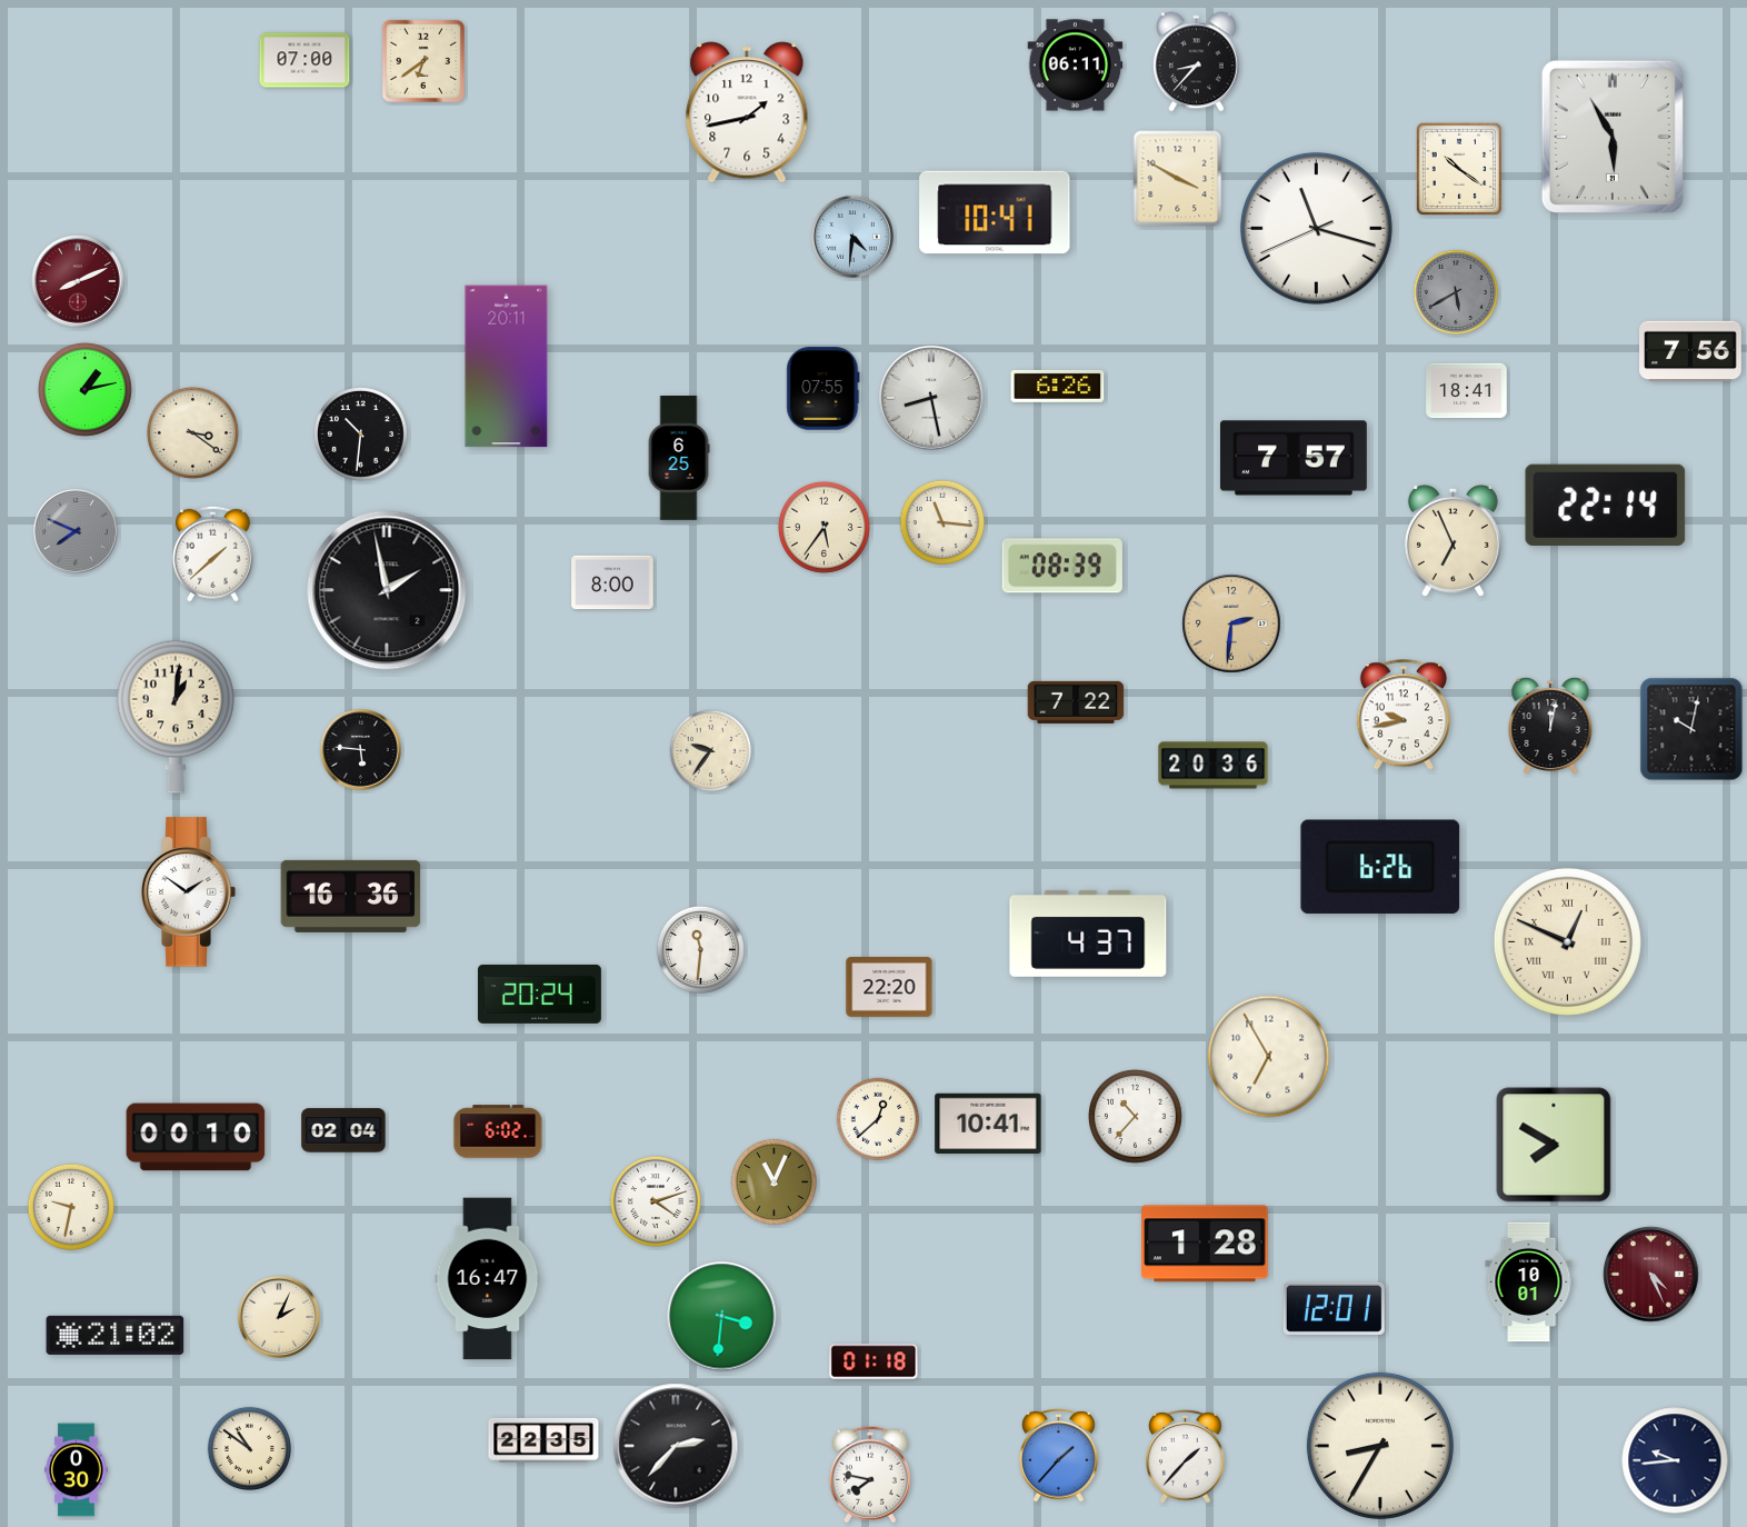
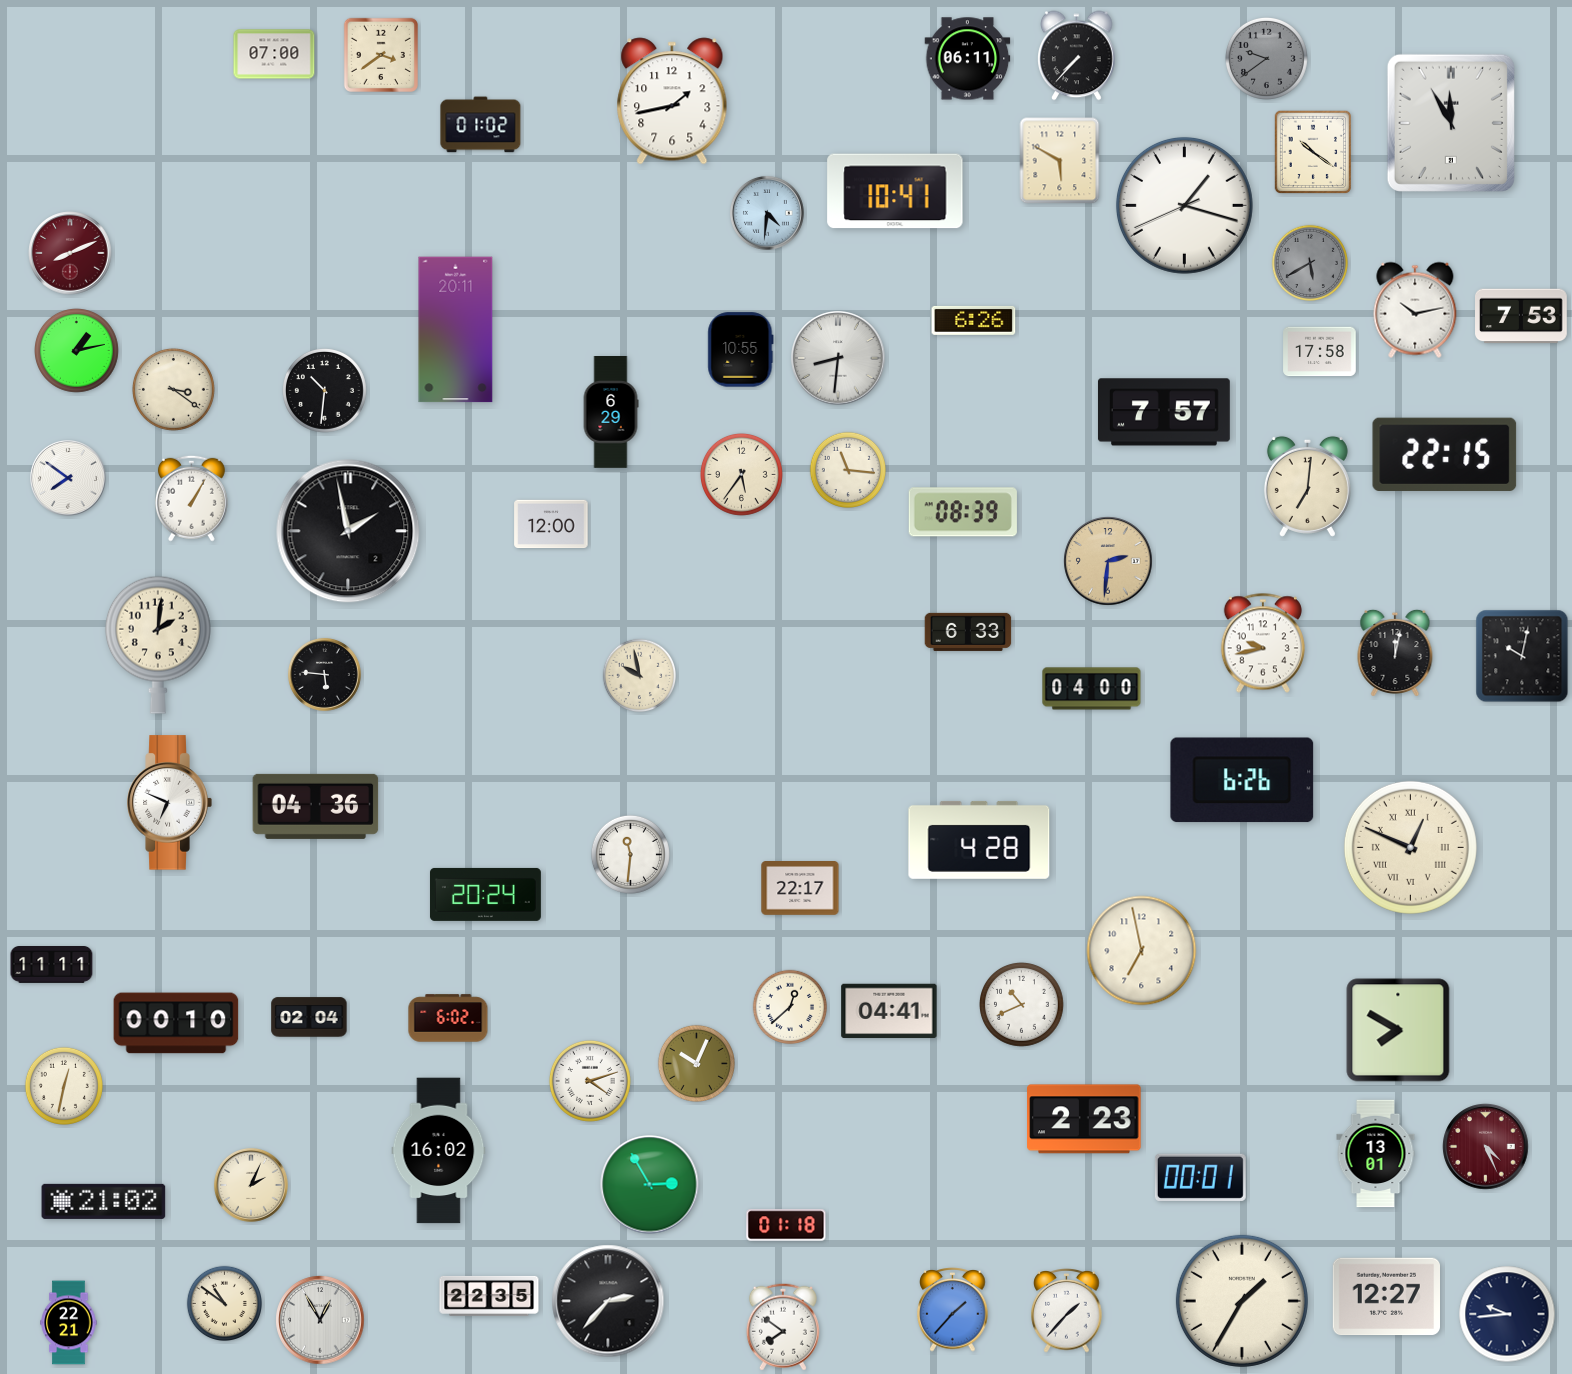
clock at (423, 61): 6:39 -> 3:39
clock at (1197, 62): 8:37 -> 7:37
clock at (1266, 58): none -> 9:39
clock at (1613, 137): 5:55 -> 11:55
clock at (481, 125): none -> 01:02
clock at (1178, 179): 3:50 -> 5:50
clock at (1316, 228): 11:17 -> 1:17
clock at (1415, 310): none -> 10:13
clock at (1691, 351): 7:56 -> 7:53
clock at (1058, 386) position: (1058, 386) -> (974, 320)
clock at (823, 389): 07:55 -> 10:55
clock at (1467, 391): 18:41 -> 17:58
clock at (931, 398): 8:28 -> 8:31
clock at (679, 459): 6:25 -> 6:29
clock at (1606, 505): 22:14 -> 22:15
clock at (77, 532): 7:49 -> 7:51
clock at (77, 532) dial: grey -> white
clock at (1452, 540): 6:56 -> 7:01
clock at (212, 553): 1:38 -> 1:05
clock at (1062, 566) position: (1062, 566) -> (963, 512)
clock at (612, 582): 8:00 -> 12:00
clock at (1076, 702): 7:22 -> 6:33
clock at (176, 717): 1:01 -> 2:01
clock at (711, 751): 9:36 -> 9:58
clock at (1214, 766): 20:36 -> 04:00
clock at (188, 892): 1:51 -> 6:49
clock at (351, 896): 16:36 -> 04:36
clock at (1088, 934): 4:37 -> 4:28
clock at (889, 988): 22:20 -> 22:17
clock at (1269, 1057): 6:55 -> 6:58
clock at (52, 965): none -> 11:11
clock at (1136, 1117): 10:37 -> 10:41
clock at (988, 1124): 10:41 -> 04:41
clock at (773, 1181): 11:04 -> 10:04
clock at (71, 1207): 9:32 -> 12:32
clock at (1205, 1244): 1:28 -> 2:23
clock at (488, 1279): 16:47 -> 16:02
clock at (1529, 1283): 10:01 -> 13:01
clock at (1334, 1308): 12:01 -> 00:01
clock at (722, 1317): 3:31 -> 2:55
clock at (1386, 1297): none -> 12:27
clock at (1380, 1446): 8:35 -> 1:35
clock at (320, 1320): none -> 12:55
clock at (77, 1470): 0:30 -> 22:21
clock at (870, 1475): 7:47 -> 7:51
